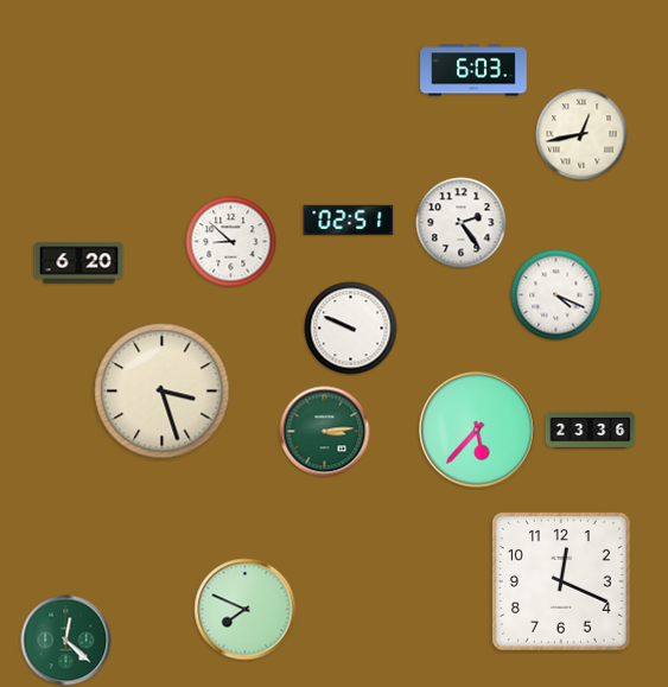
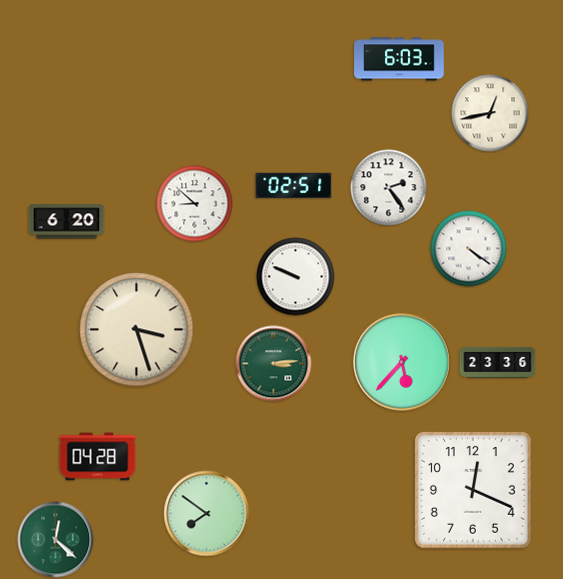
clock at (556, 295): 4:19 -> 4:21
clock at (98, 457): none -> 04:28
clock at (246, 610): 7:49 -> 7:51
